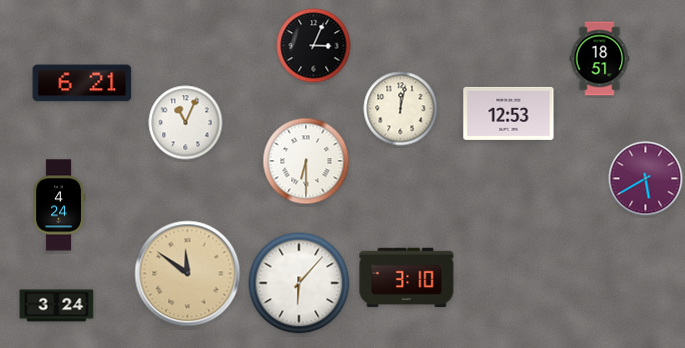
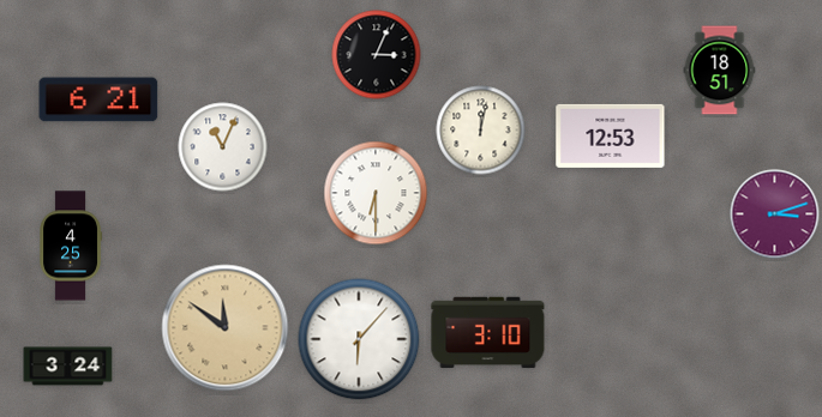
clock at (306, 161) position: (306, 161) -> (376, 193)
clock at (646, 179): 5:40 -> 3:12
clock at (59, 205): 4:24 -> 4:25
